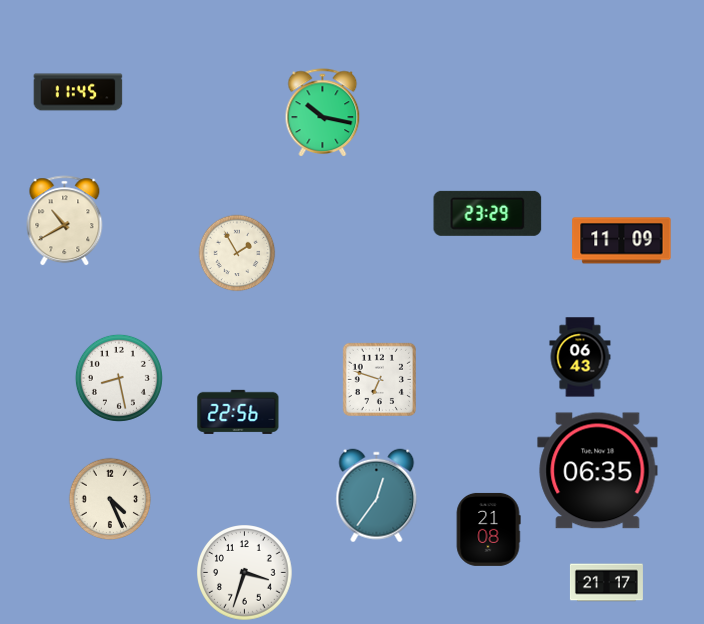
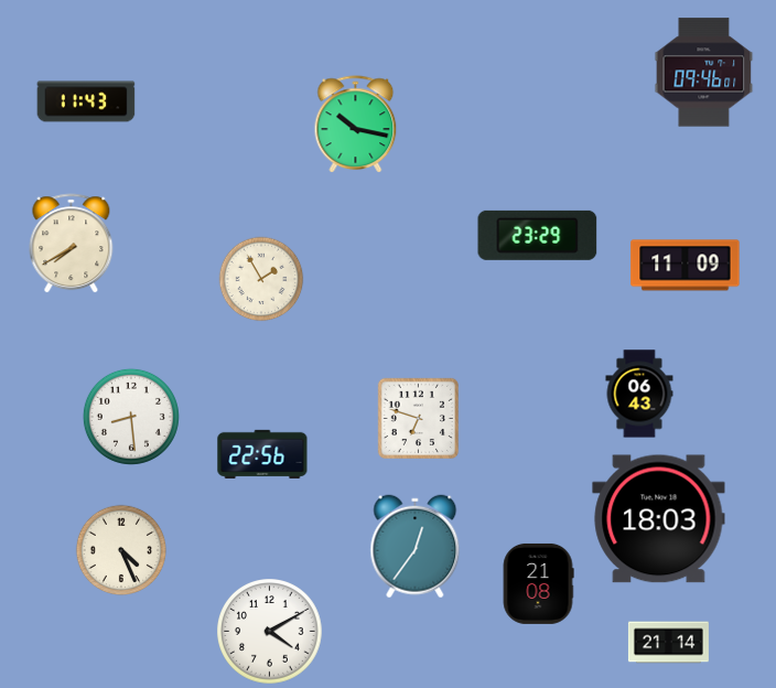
clock at (704, 73): none -> 09:46
clock at (78, 92): 11:45 -> 11:43
clock at (65, 221): 10:40 -> 7:40
clock at (119, 378): 8:28 -> 8:29
clock at (598, 471): 06:35 -> 18:03
clock at (245, 573): 3:33 -> 4:10
clock at (606, 583): 21:17 -> 21:14
